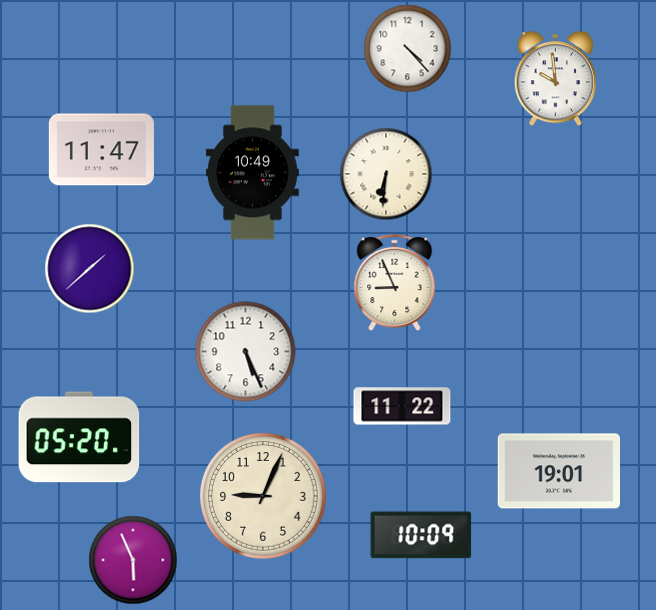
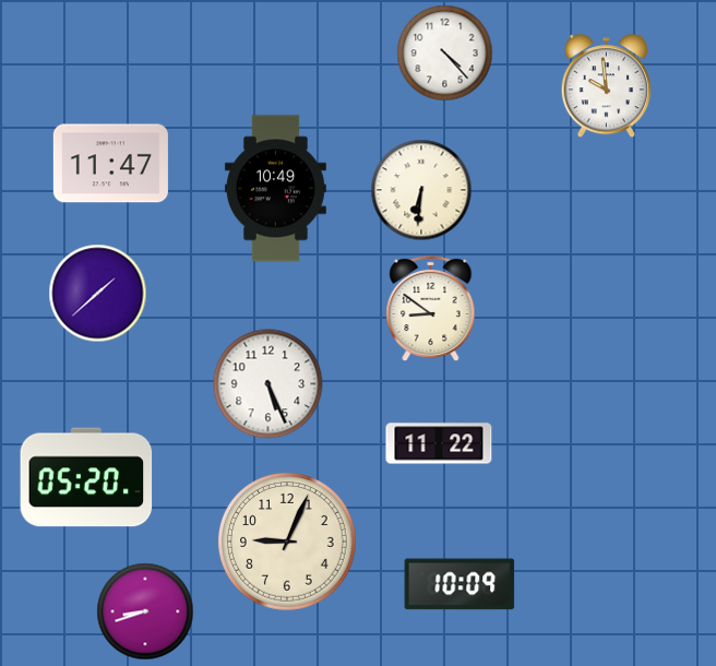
clock at (395, 283): 8:56 -> 8:51
clock at (558, 471): 19:01 -> none
clock at (133, 560): 5:56 -> 8:42
